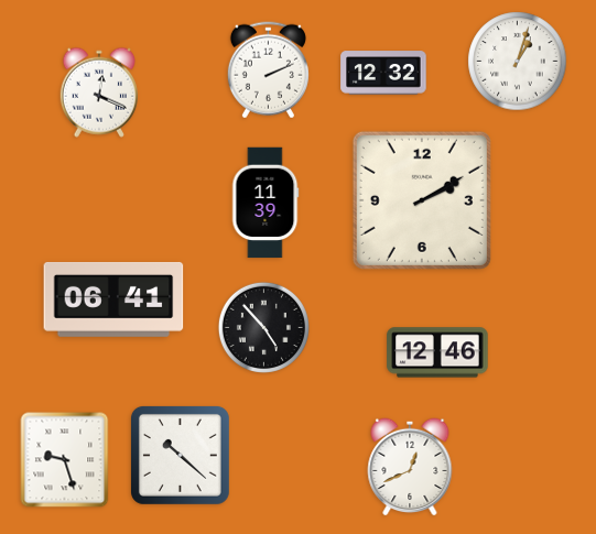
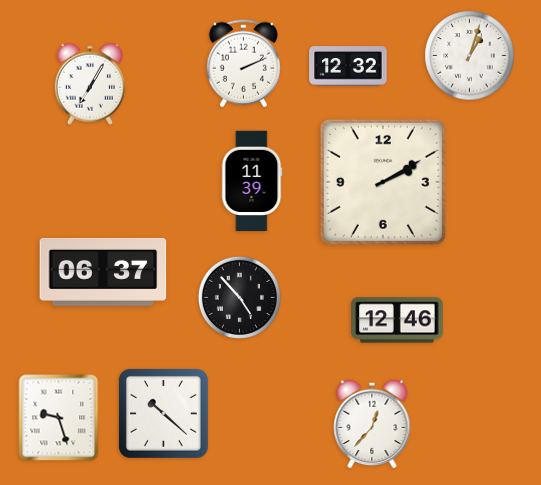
clock at (99, 92): 12:19 -> 7:05
clock at (266, 203) position: (266, 203) -> (252, 181)
clock at (113, 299): 06:41 -> 06:37
clock at (410, 467): 12:41 -> 12:37
